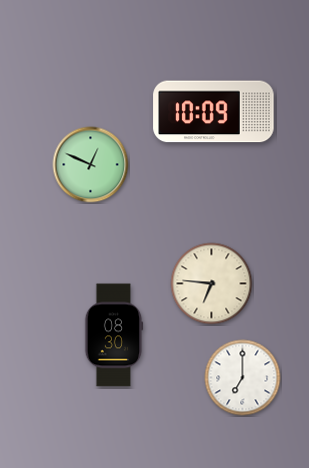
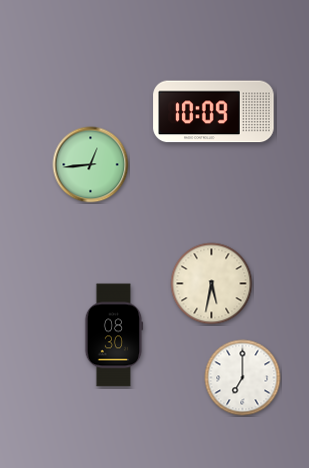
clock at (91, 165): 12:49 -> 12:44
clock at (212, 284): 6:46 -> 5:32
